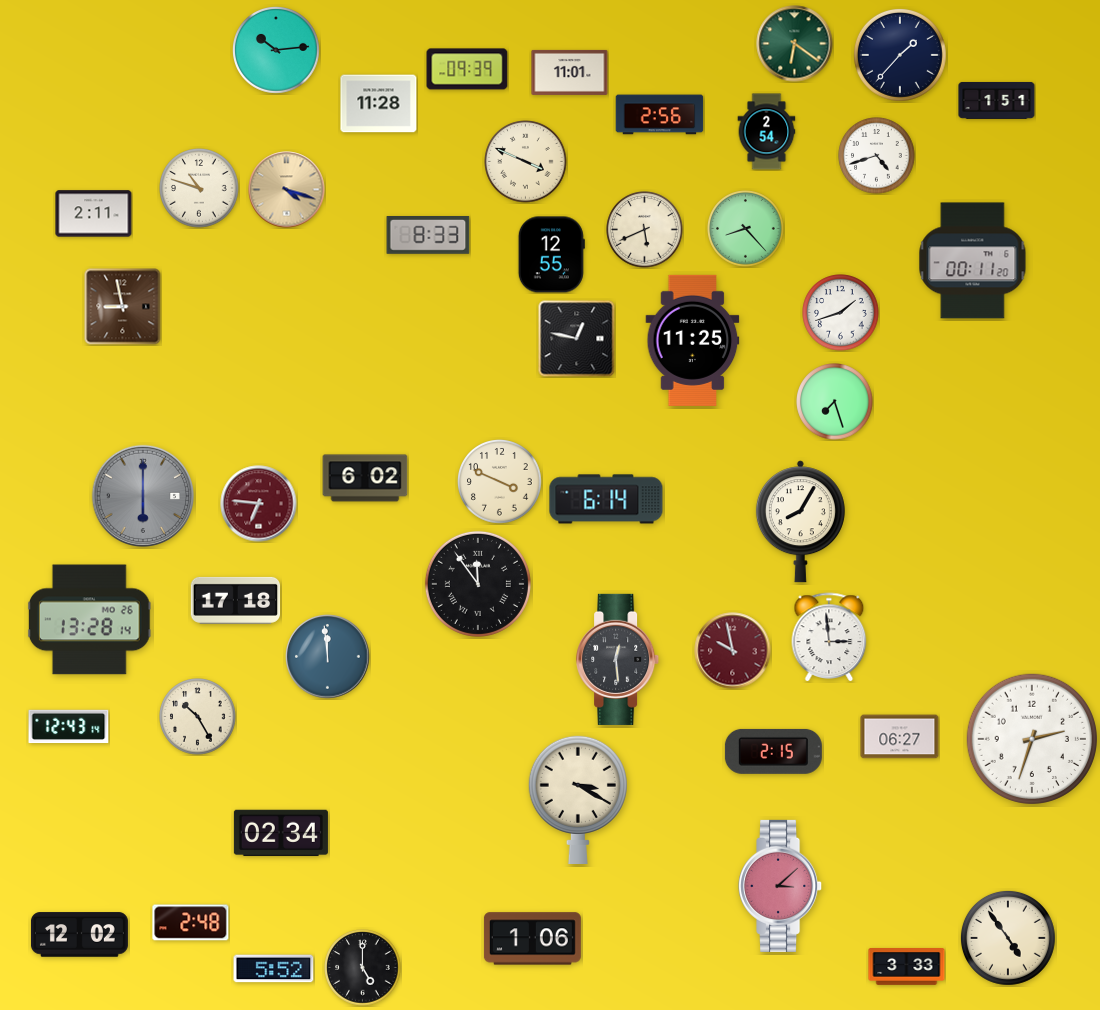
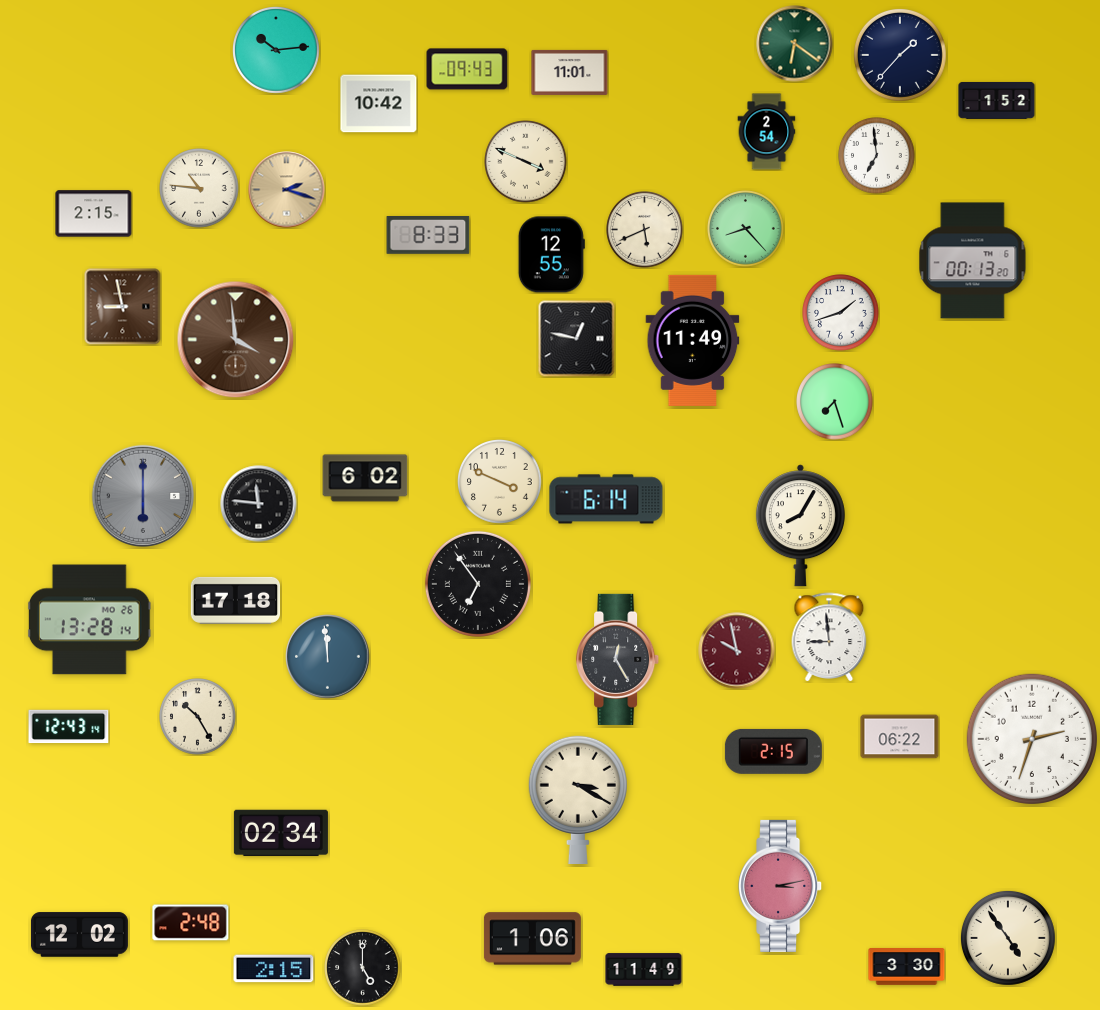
clock at (467, 69): 09:39 -> 09:43
clock at (997, 100): 1:51 -> 1:52
clock at (379, 104): 11:28 -> 10:42
clock at (660, 115): 2:56 -> none
clock at (877, 156): 4:42 -> 6:59
clock at (199, 188): 10:48 -> 10:46
clock at (287, 190): 4:18 -> 2:18
clock at (94, 214): 2:11 -> 2:15
clock at (973, 261): 00:11 -> 00:13
clock at (236, 340): none -> 3:59
clock at (693, 340): 11:25 -> 11:49
clock at (259, 504): 6:46 -> 11:46
clock at (259, 504) dial: burgundy -> black
clock at (800, 522) position: (800, 522) -> (800, 526)
clock at (478, 584): 11:54 -> 6:54
clock at (829, 637): 2:59 -> 8:59
clock at (733, 651) position: (733, 651) -> (737, 651)
clock at (618, 659): 12:29 -> 12:25
clock at (900, 737): 06:27 -> 06:22
clock at (781, 886): 3:08 -> 3:13
clock at (907, 967): 3:33 -> 3:30
clock at (274, 969): 5:52 -> 2:15
clock at (644, 970): none -> 11:49
